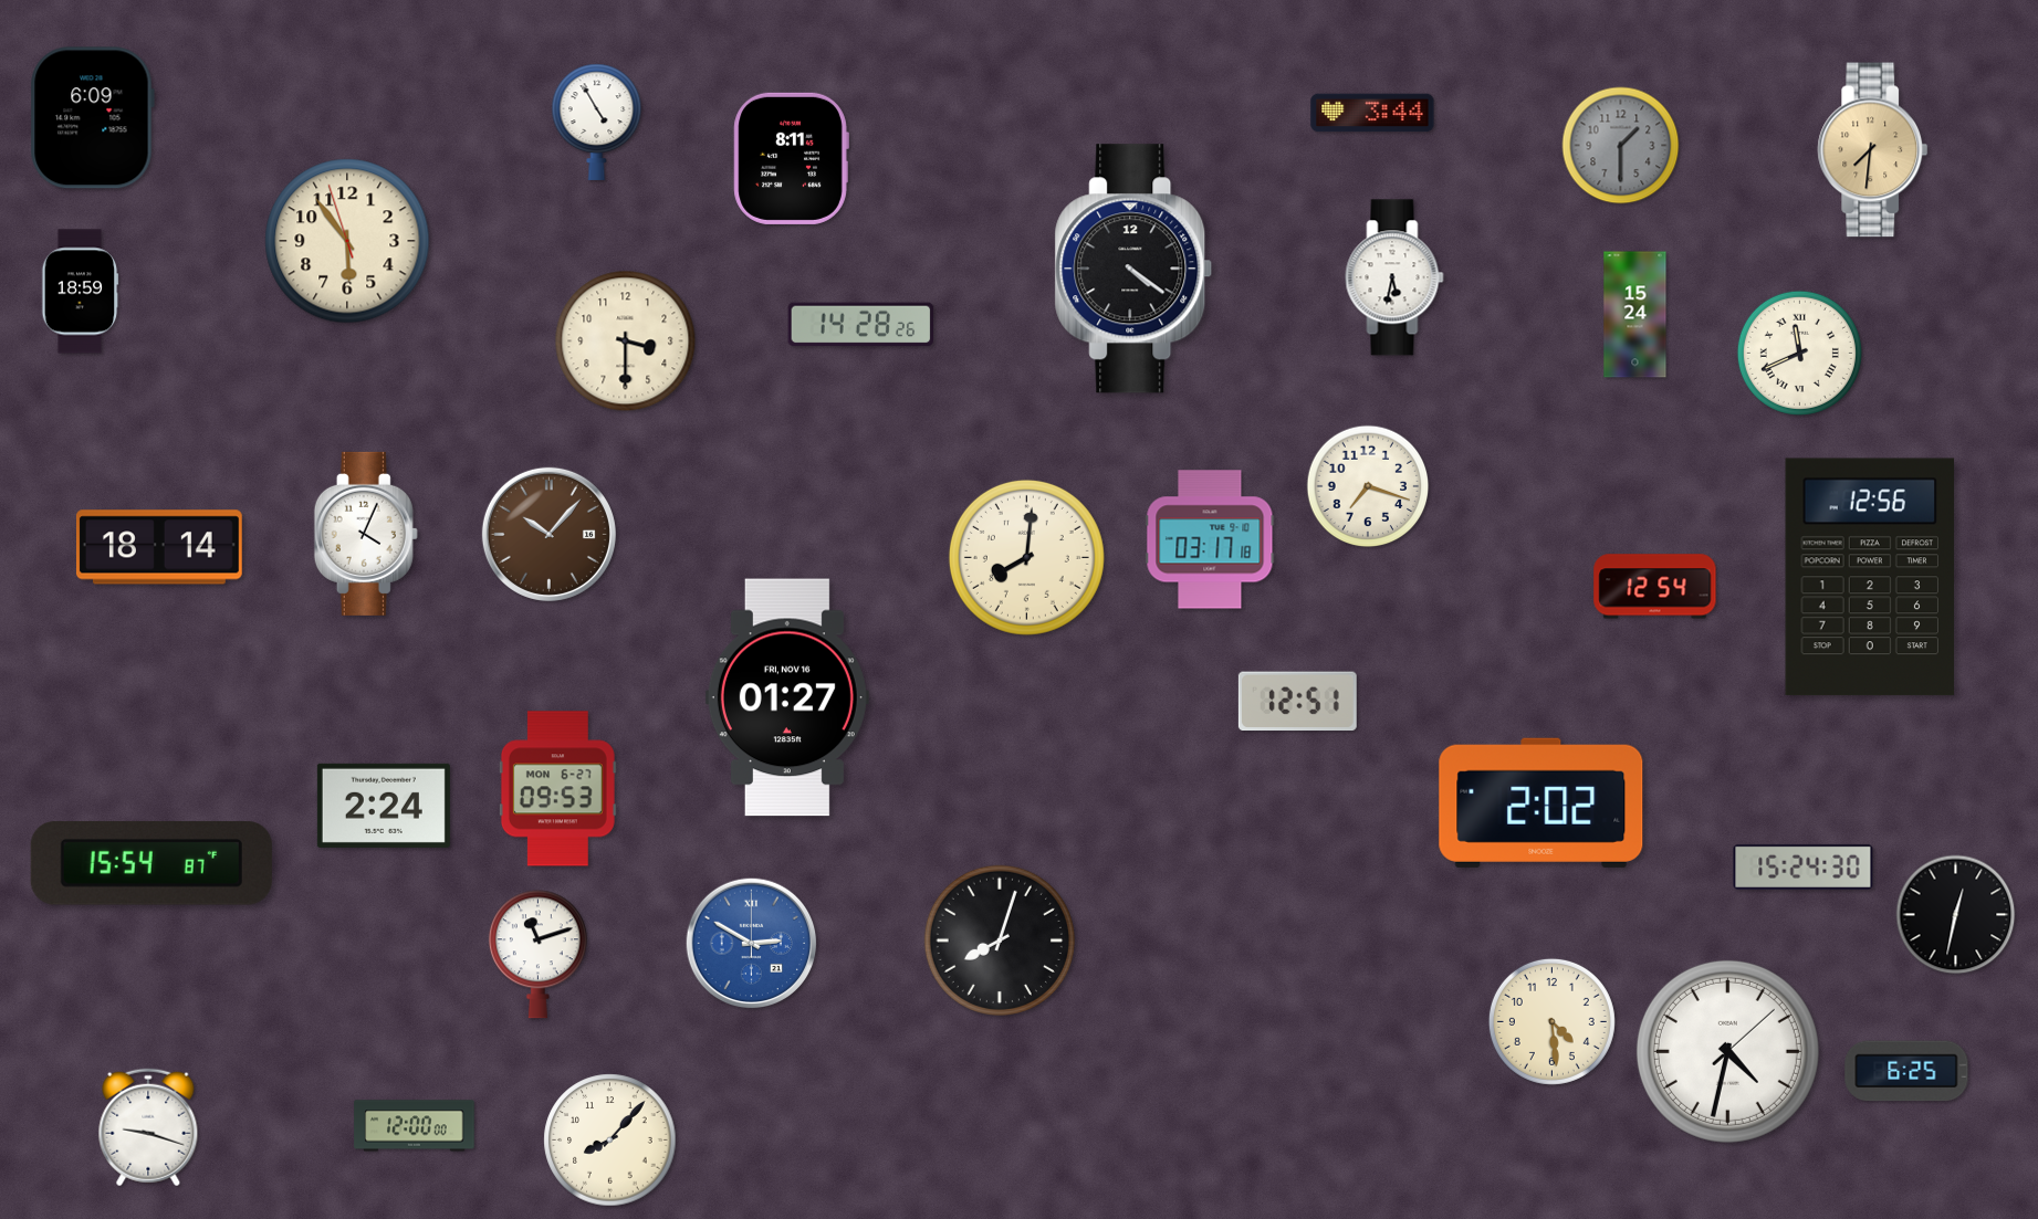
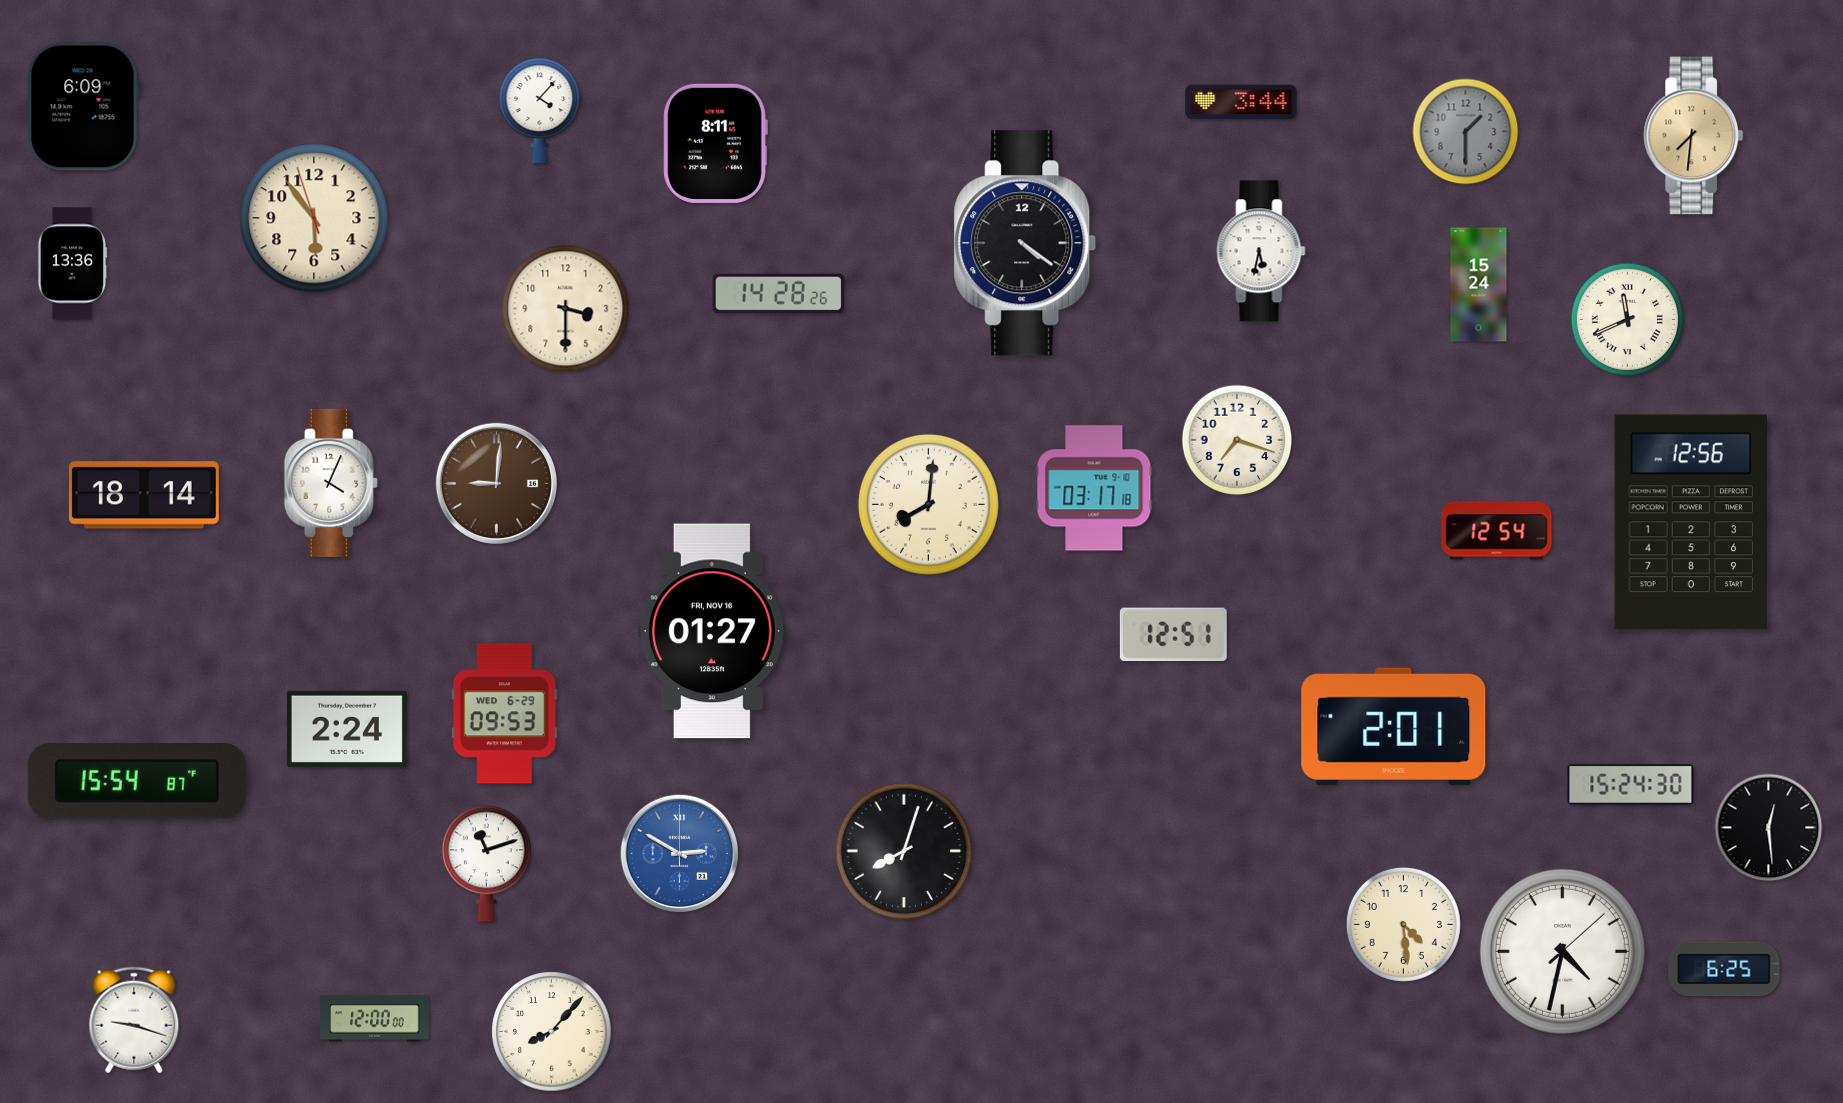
clock at (597, 122): 4:55 -> 4:07
clock at (80, 292): 18:59 -> 13:36
clock at (548, 534): 10:07 -> 9:01
clock at (557, 789) date: MON 6-27 -> WED 6-29
clock at (1541, 802): 2:02 -> 2:01
clock at (1956, 915): 12:32 -> 12:29
